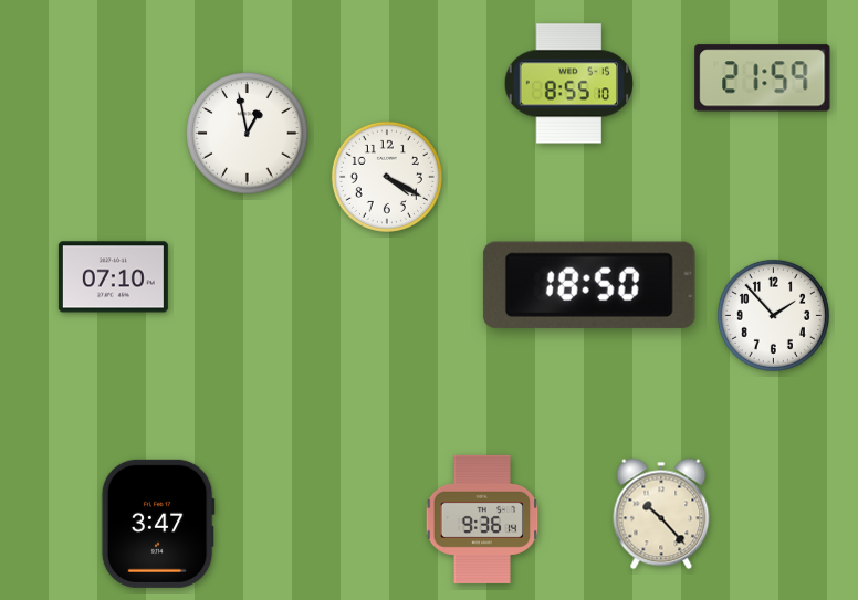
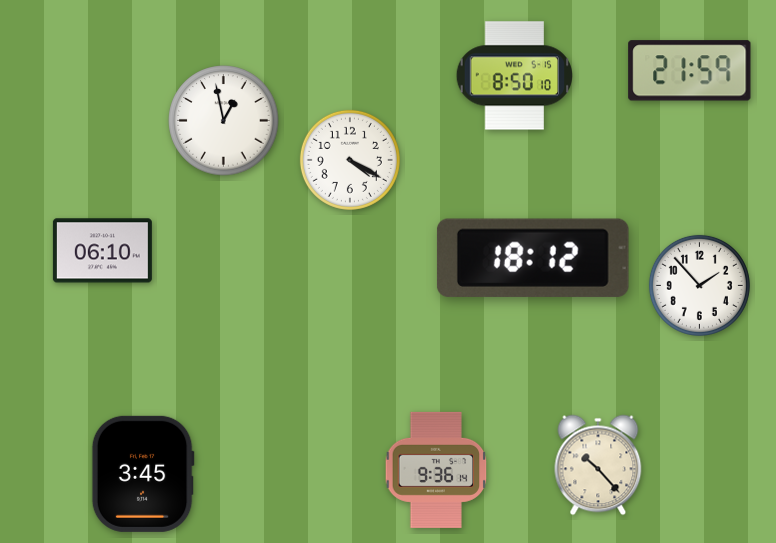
clock at (568, 84): 8:55 -> 8:50
clock at (113, 277): 07:10 -> 06:10
clock at (589, 285): 18:50 -> 18:12
clock at (158, 524): 3:47 -> 3:45
